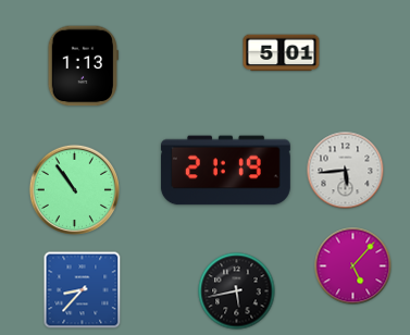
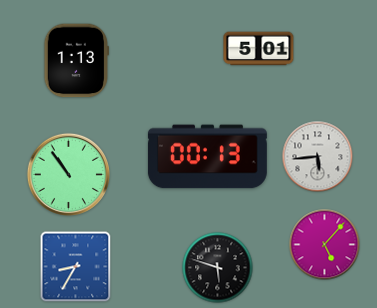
clock at (225, 171): 21:19 -> 00:13
clock at (83, 290): 8:37 -> 8:35
clock at (237, 291): 5:43 -> 5:48
